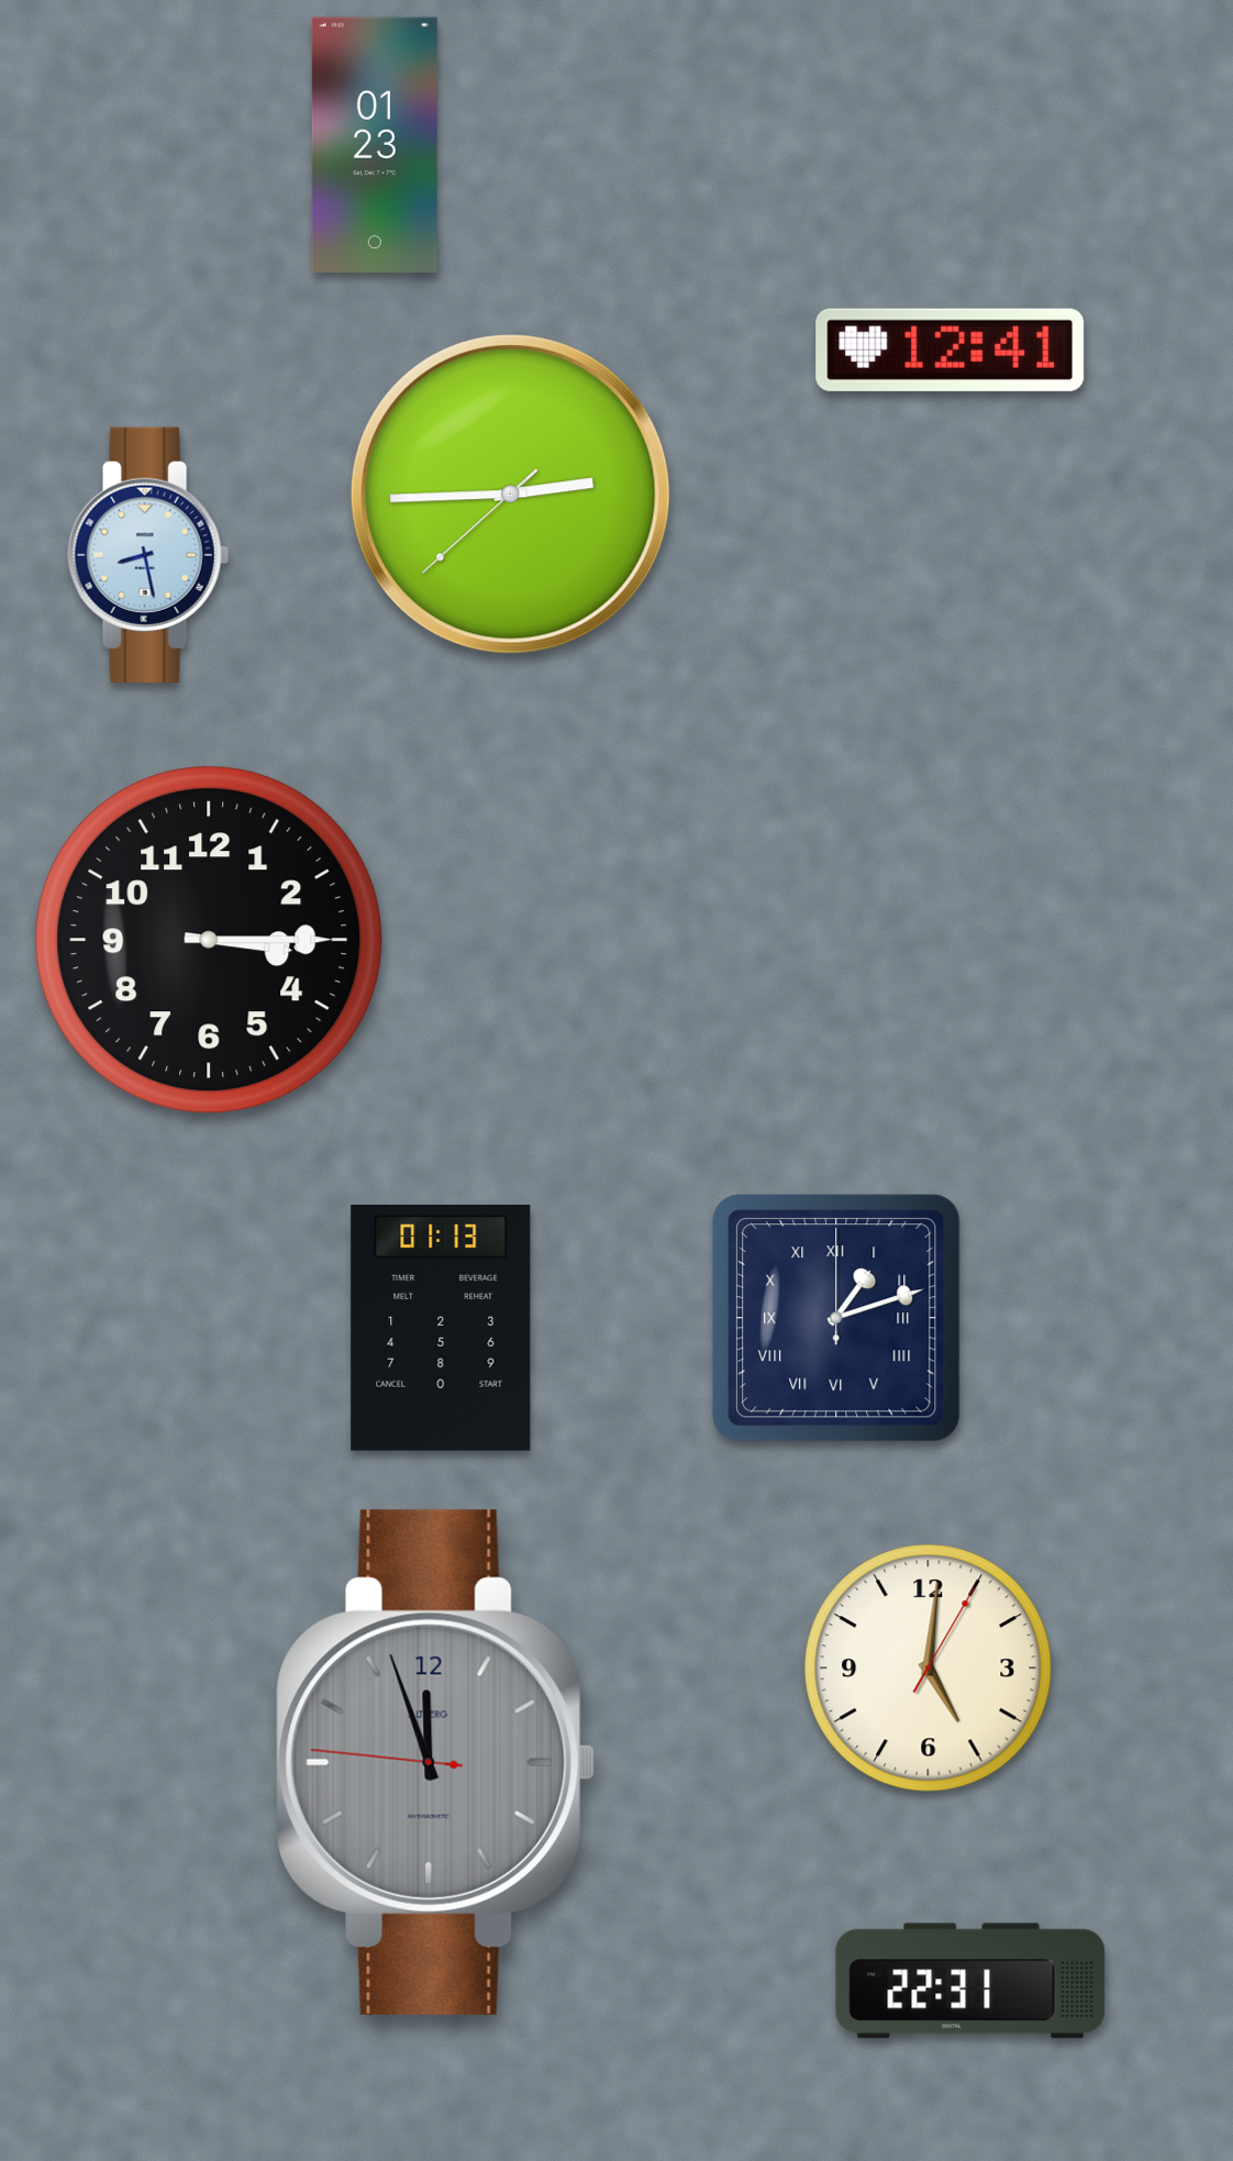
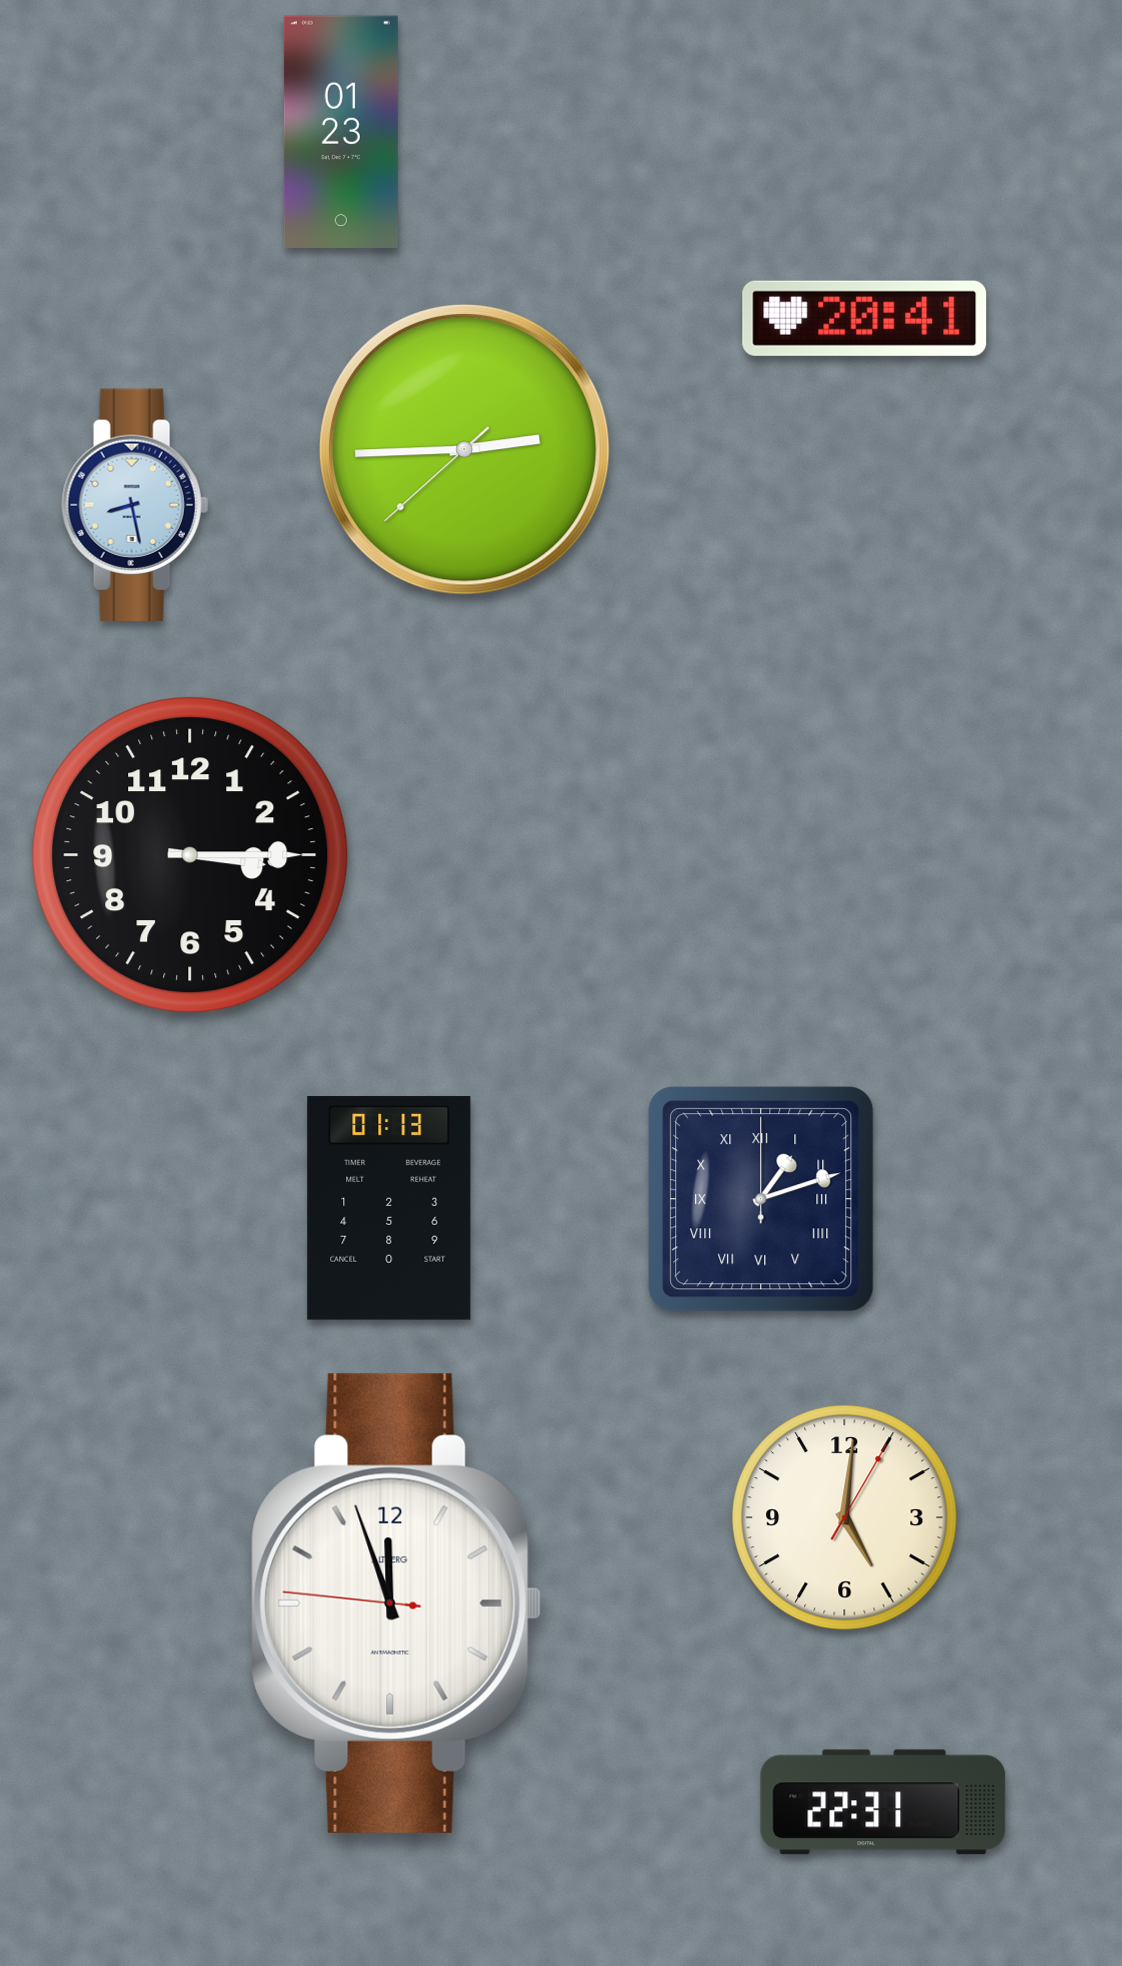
clock at (951, 350): 12:41 -> 20:41
clock at (441, 1328) position: (441, 1328) -> (389, 1208)
clock at (436, 1762) dial: grey -> white
